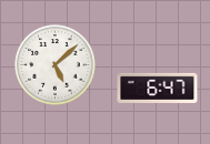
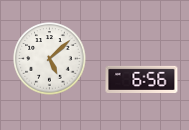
clock at (158, 88): 6:47 -> 6:56
